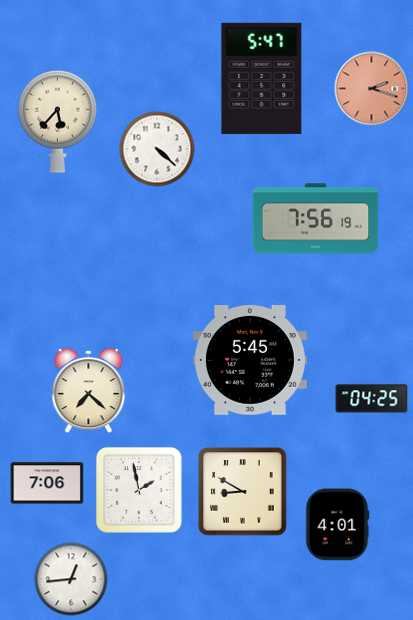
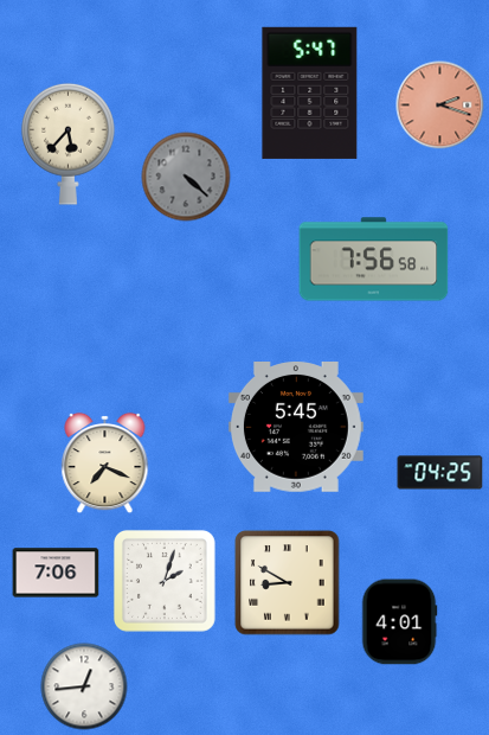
clock at (157, 149) dial: white -> grey
clock at (316, 219): 7:56:19 -> 7:56:58
clock at (89, 391): 7:22 -> 7:19
clock at (139, 490): 1:58 -> 2:03
